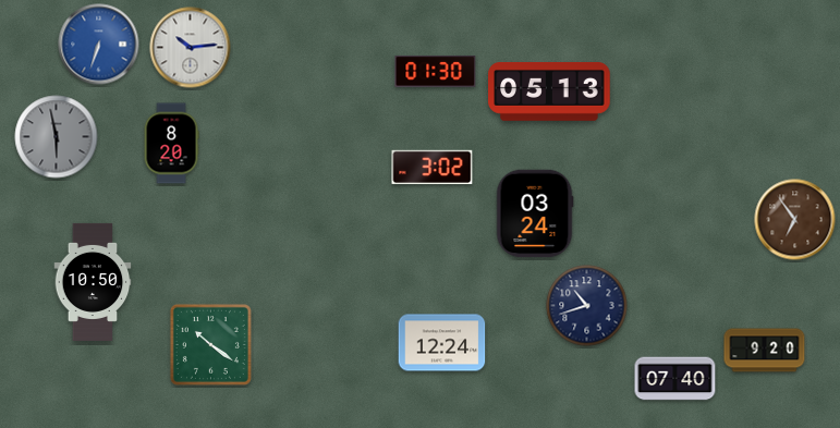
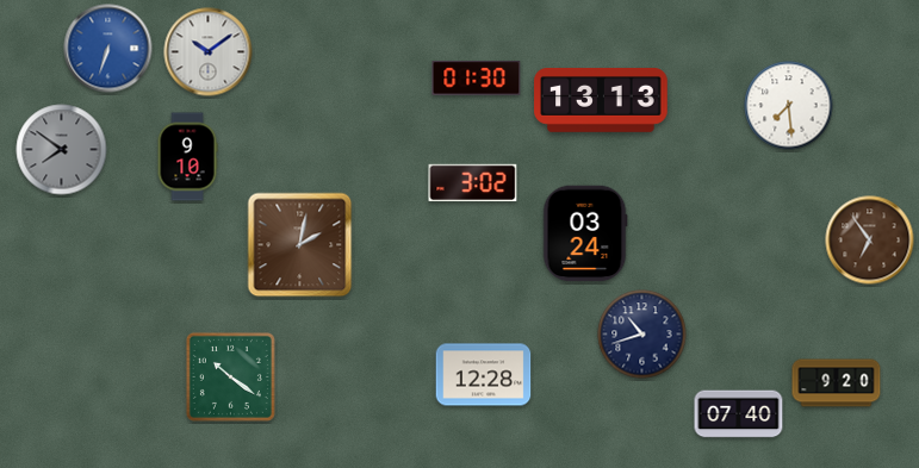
clock at (191, 48): 10:14 -> 10:09
clock at (549, 93): 05:13 -> 13:13
clock at (789, 106): none -> 7:29
clock at (57, 137): 5:58 -> 7:51
clock at (171, 144): 8:20 -> 9:10
clock at (300, 245): none -> 2:02
clock at (93, 282): 10:50 -> none
clock at (442, 343): 12:24 -> 12:28
